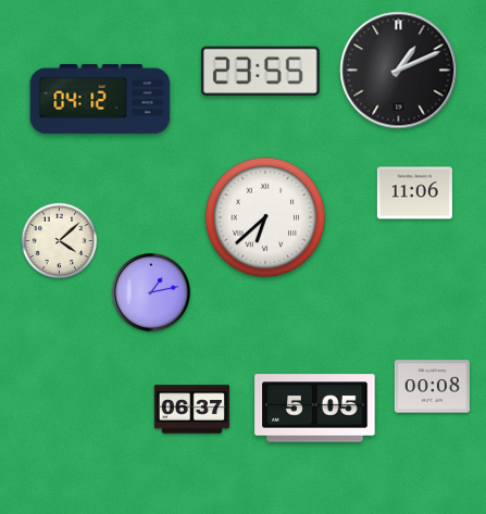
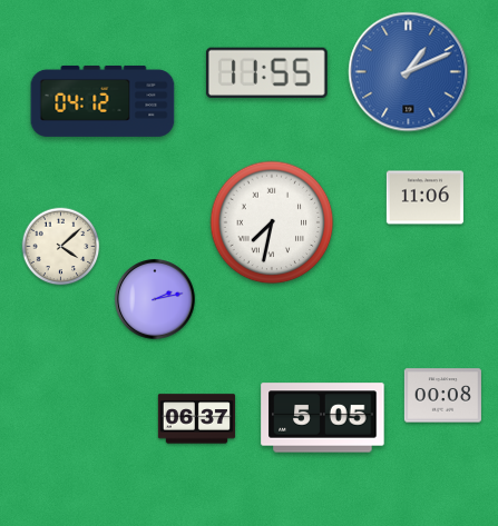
clock at (260, 71): 23:55 -> 11:55
clock at (399, 71) dial: black -> blue
clock at (265, 217): 6:38 -> 7:32
clock at (151, 292): 1:13 -> 2:13
